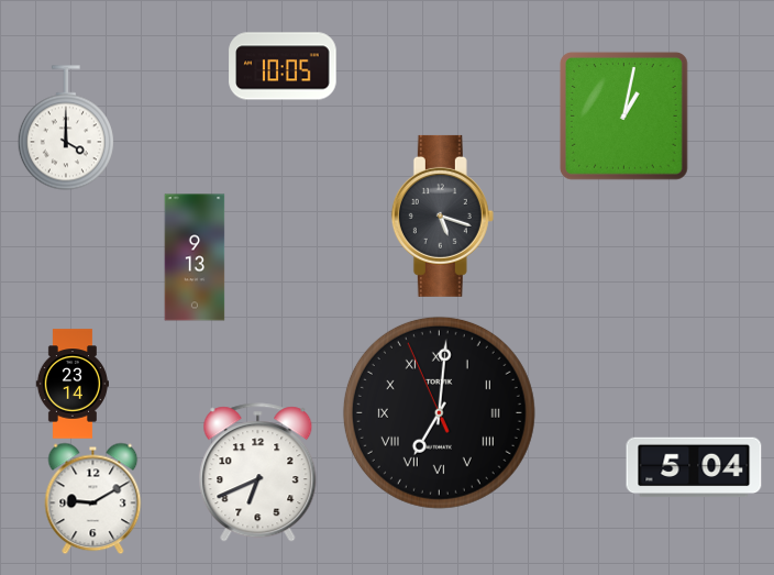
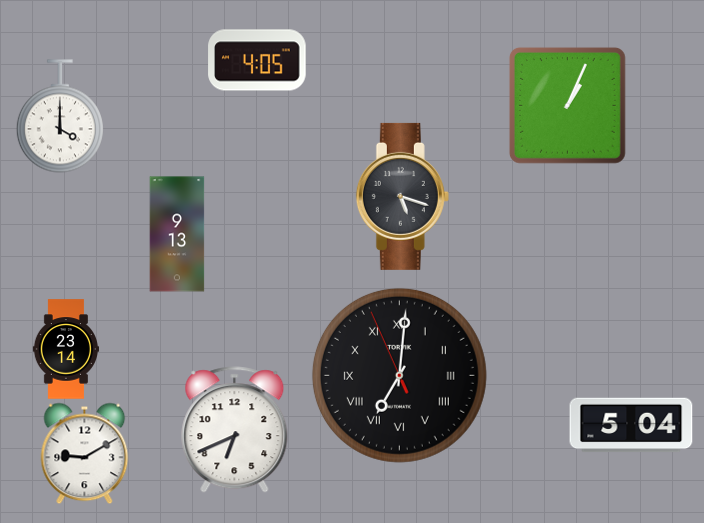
clock at (283, 66): 10:05 -> 4:05
clock at (623, 115): 1:02 -> 1:04
